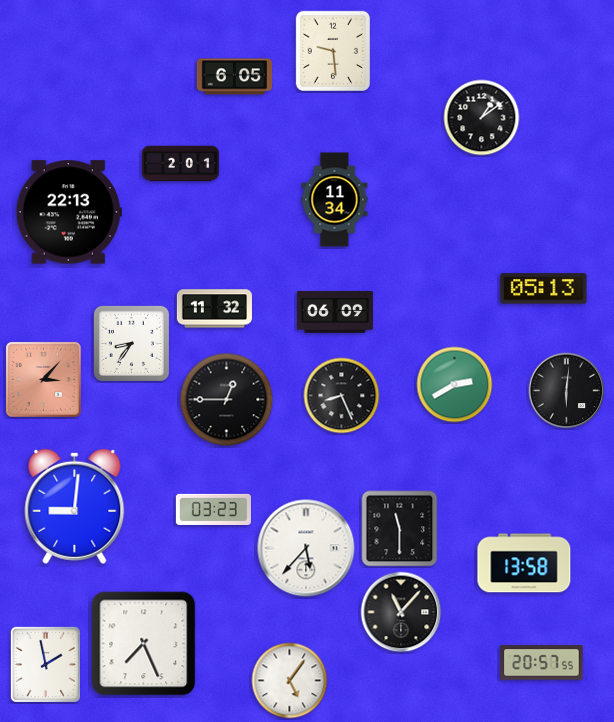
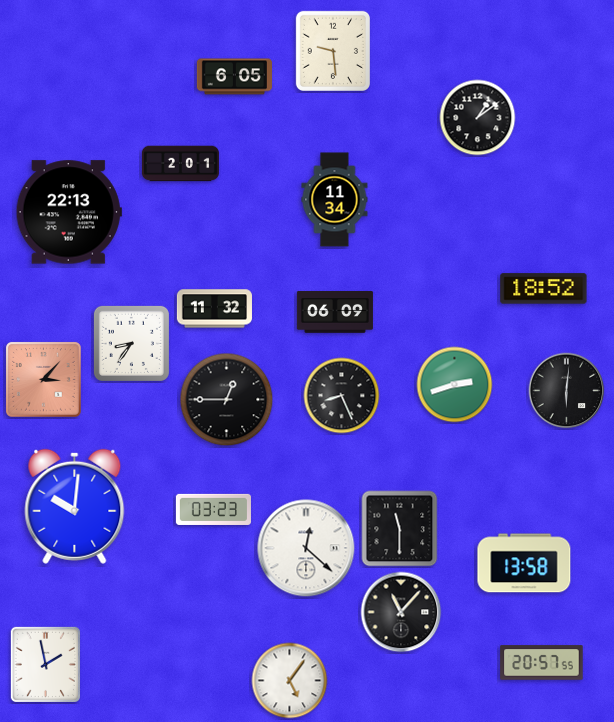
clock at (482, 118) position: (482, 118) -> (478, 118)
clock at (544, 289): 05:13 -> 18:52
clock at (455, 385): 2:40 -> 2:42
clock at (75, 506): 9:01 -> 10:01
clock at (306, 548): 5:37 -> 12:22
clock at (144, 644): 7:26 -> none
